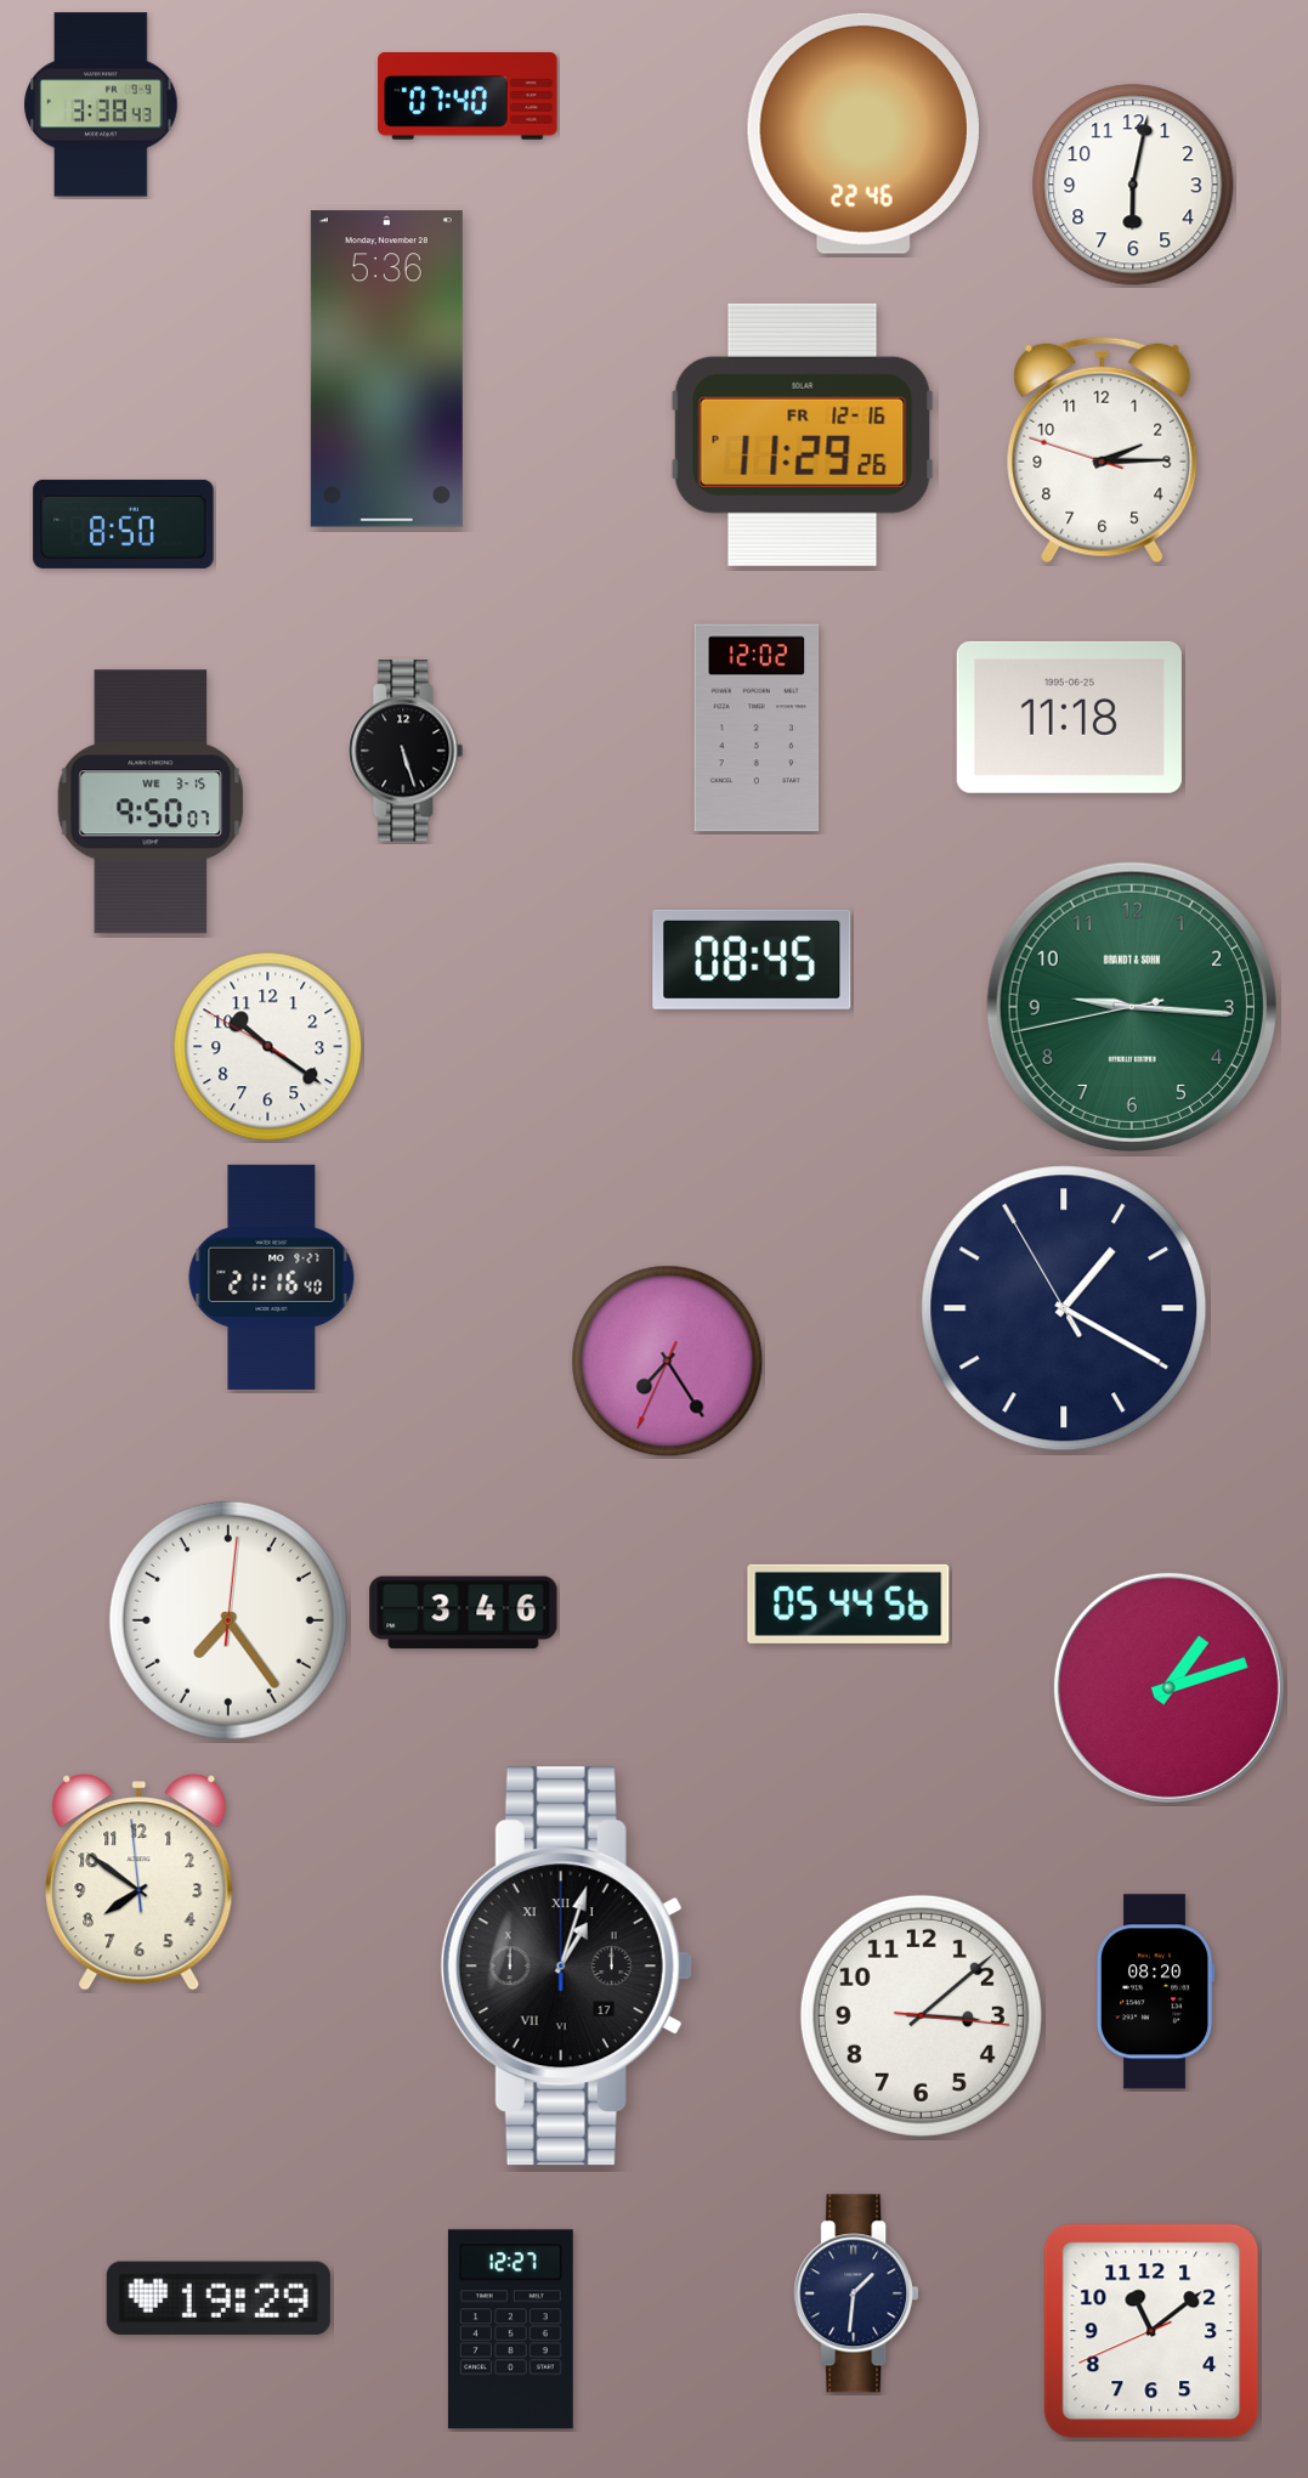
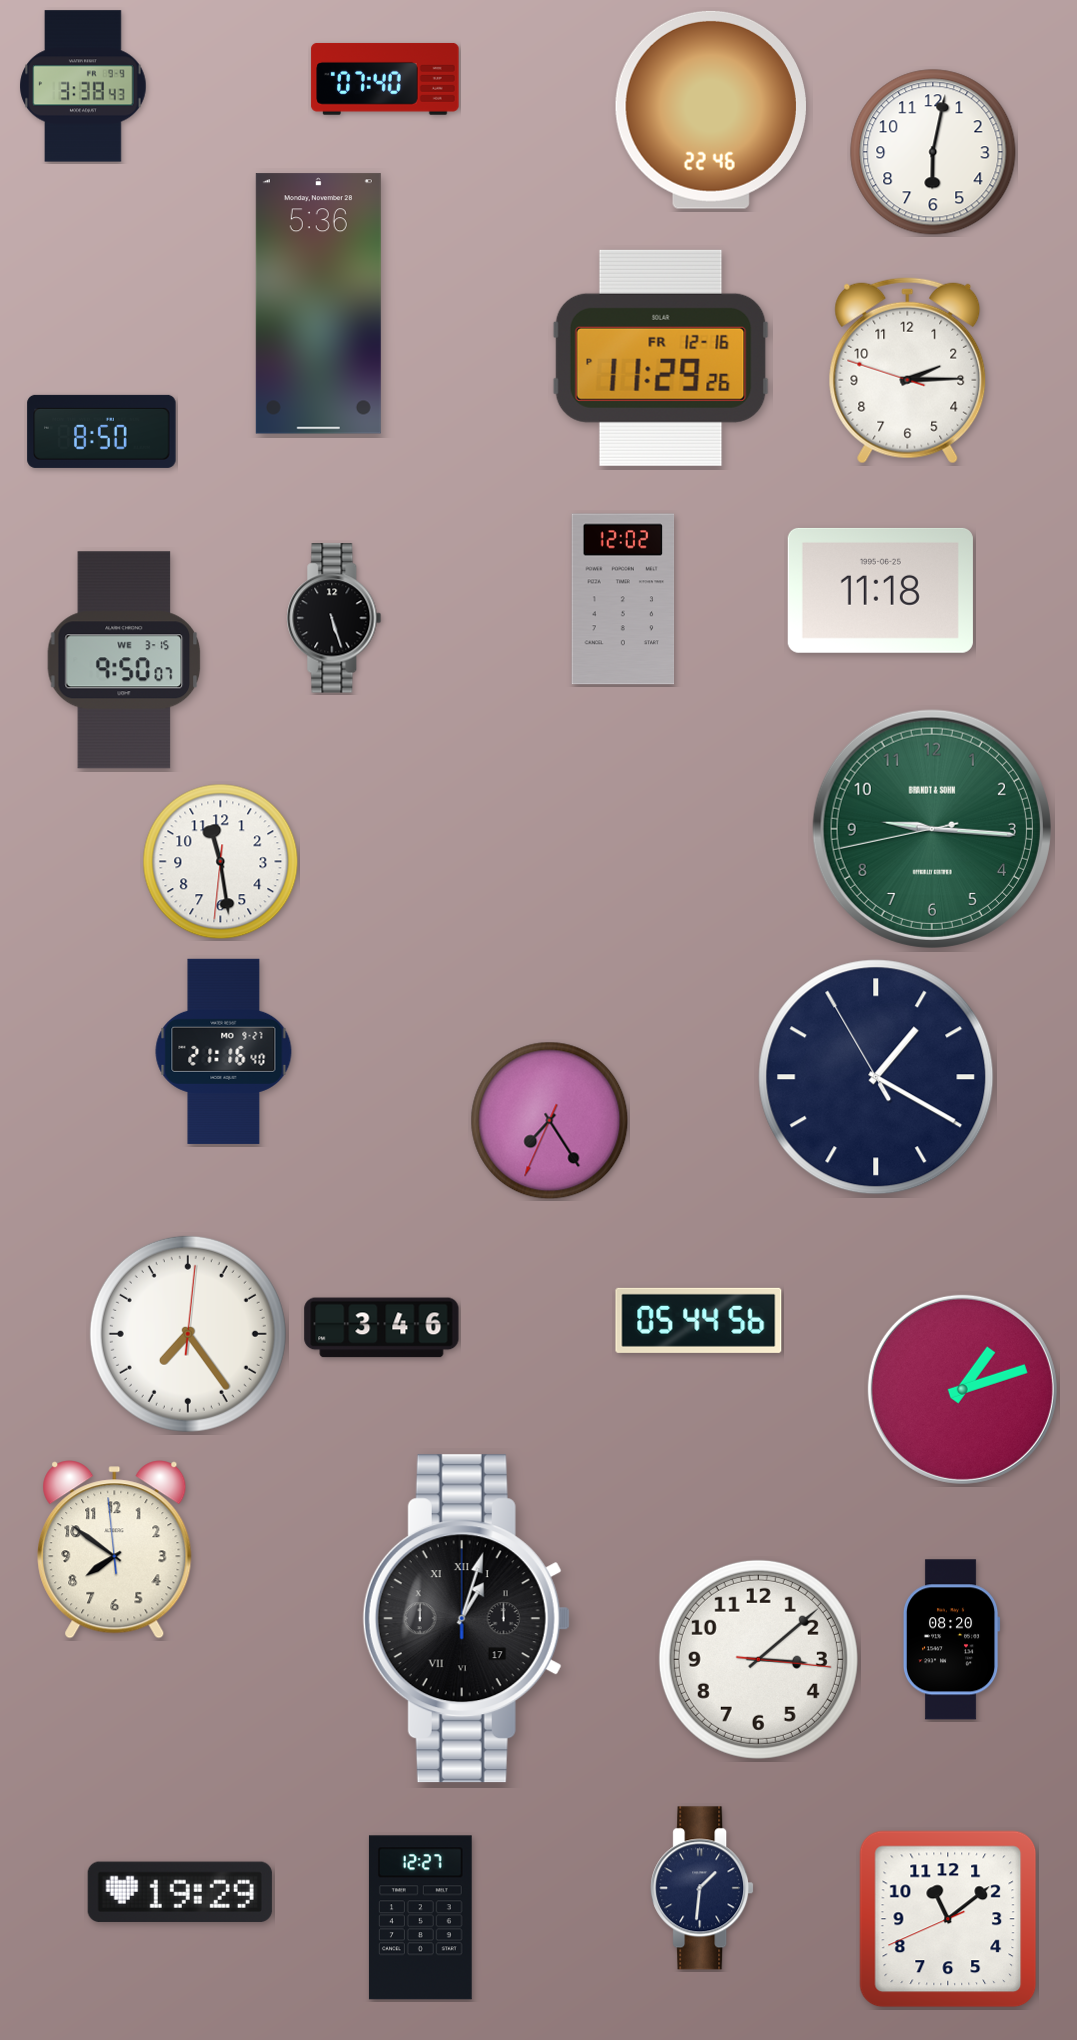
clock at (752, 960): 08:45 -> none
clock at (268, 1047): 10:20 -> 11:28
clock at (856, 2293) position: (856, 2293) -> (702, 1888)
